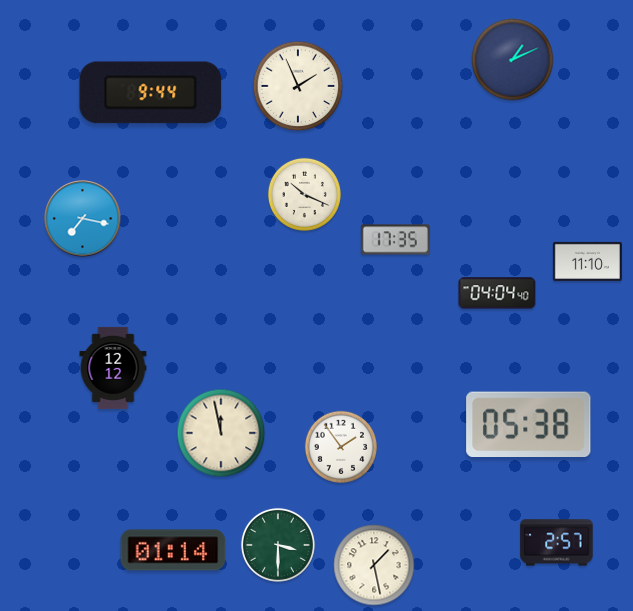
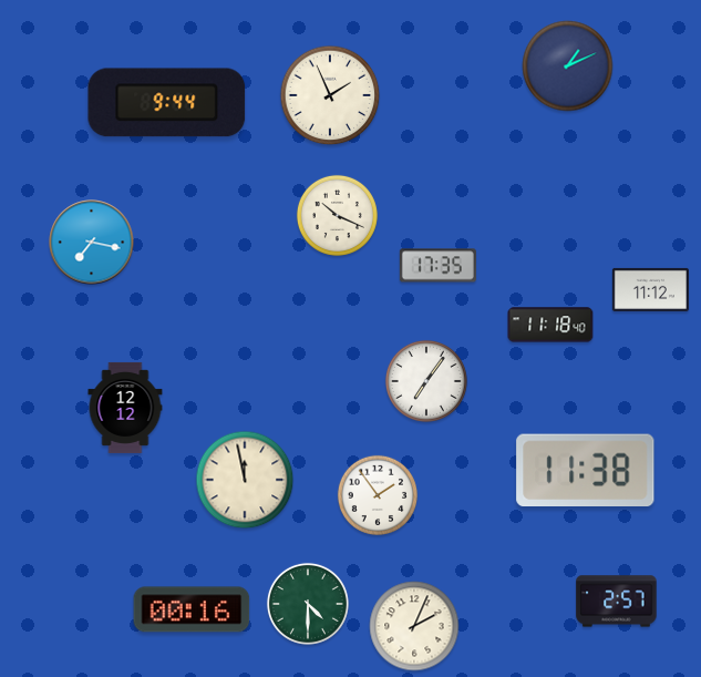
clock at (587, 261): 11:10 -> 11:12
clock at (497, 293): 04:04 -> 11:18
clock at (426, 381): none -> 7:06
clock at (529, 424): 05:38 -> 11:38
clock at (278, 545): 3:30 -> 4:30
clock at (173, 550): 01:14 -> 00:16
clock at (374, 565): 1:28 -> 2:04
